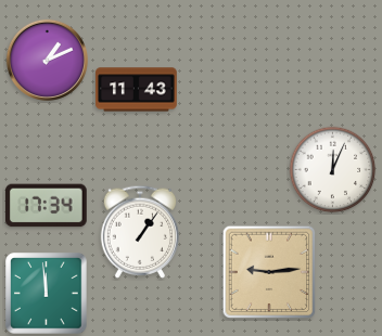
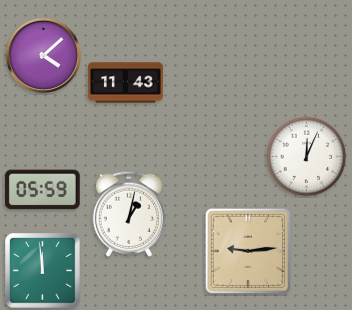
clock at (47, 60): 1:11 -> 4:08
clock at (47, 206): 17:34 -> 05:59
clock at (139, 232): 1:06 -> 1:02
